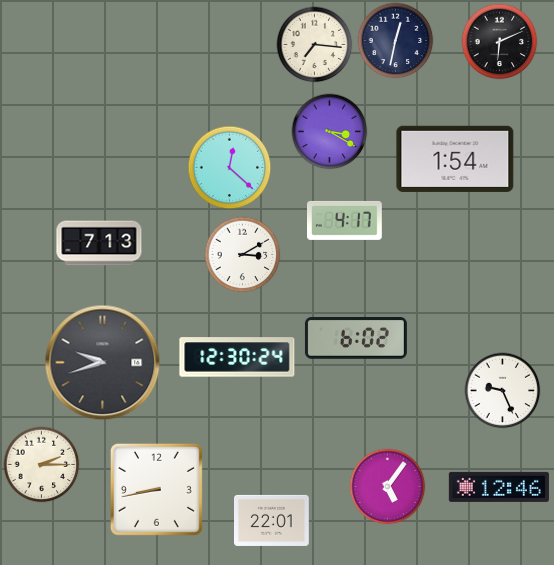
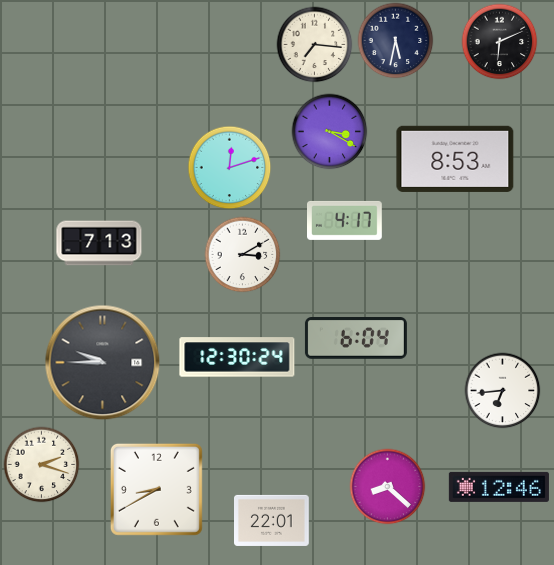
clock at (396, 41): 12:32 -> 5:32
clock at (455, 159): 1:54 -> 8:53
clock at (230, 168): 12:22 -> 12:12
clock at (356, 338): 6:02 -> 6:04
clock at (103, 363): 9:42 -> 9:45
clock at (503, 391): 9:26 -> 6:44
clock at (42, 465): 2:15 -> 2:18
clock at (388, 487): 5:06 -> 8:22
clock at (156, 489): 8:43 -> 8:40
